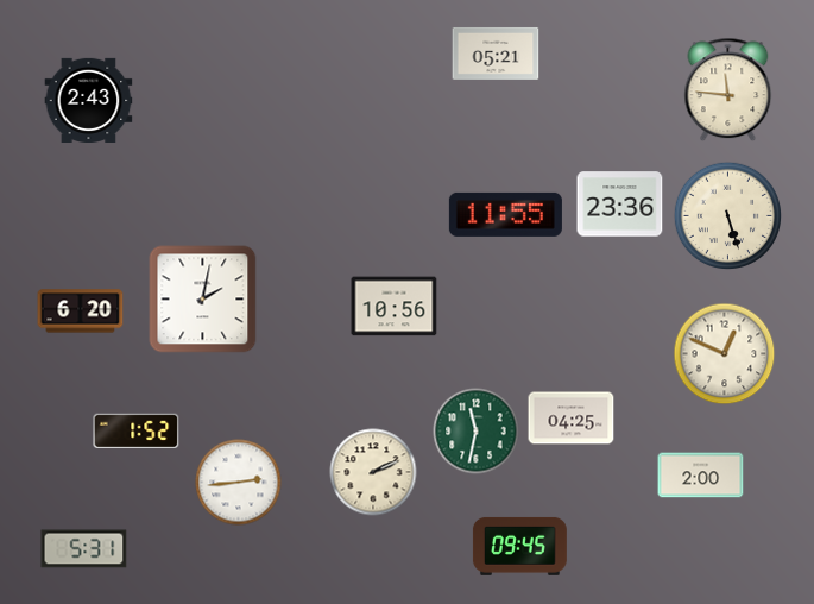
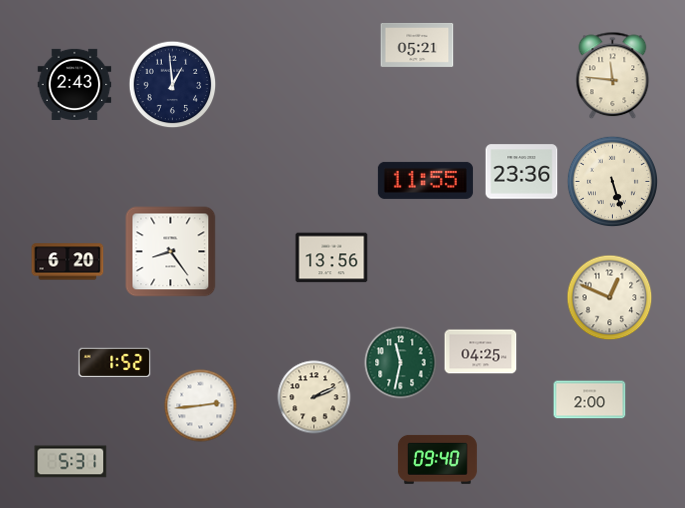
clock at (173, 85): none -> 12:59
clock at (203, 300): 2:02 -> 8:24
clock at (395, 307): 10:56 -> 13:56
clock at (519, 546): 09:45 -> 09:40
